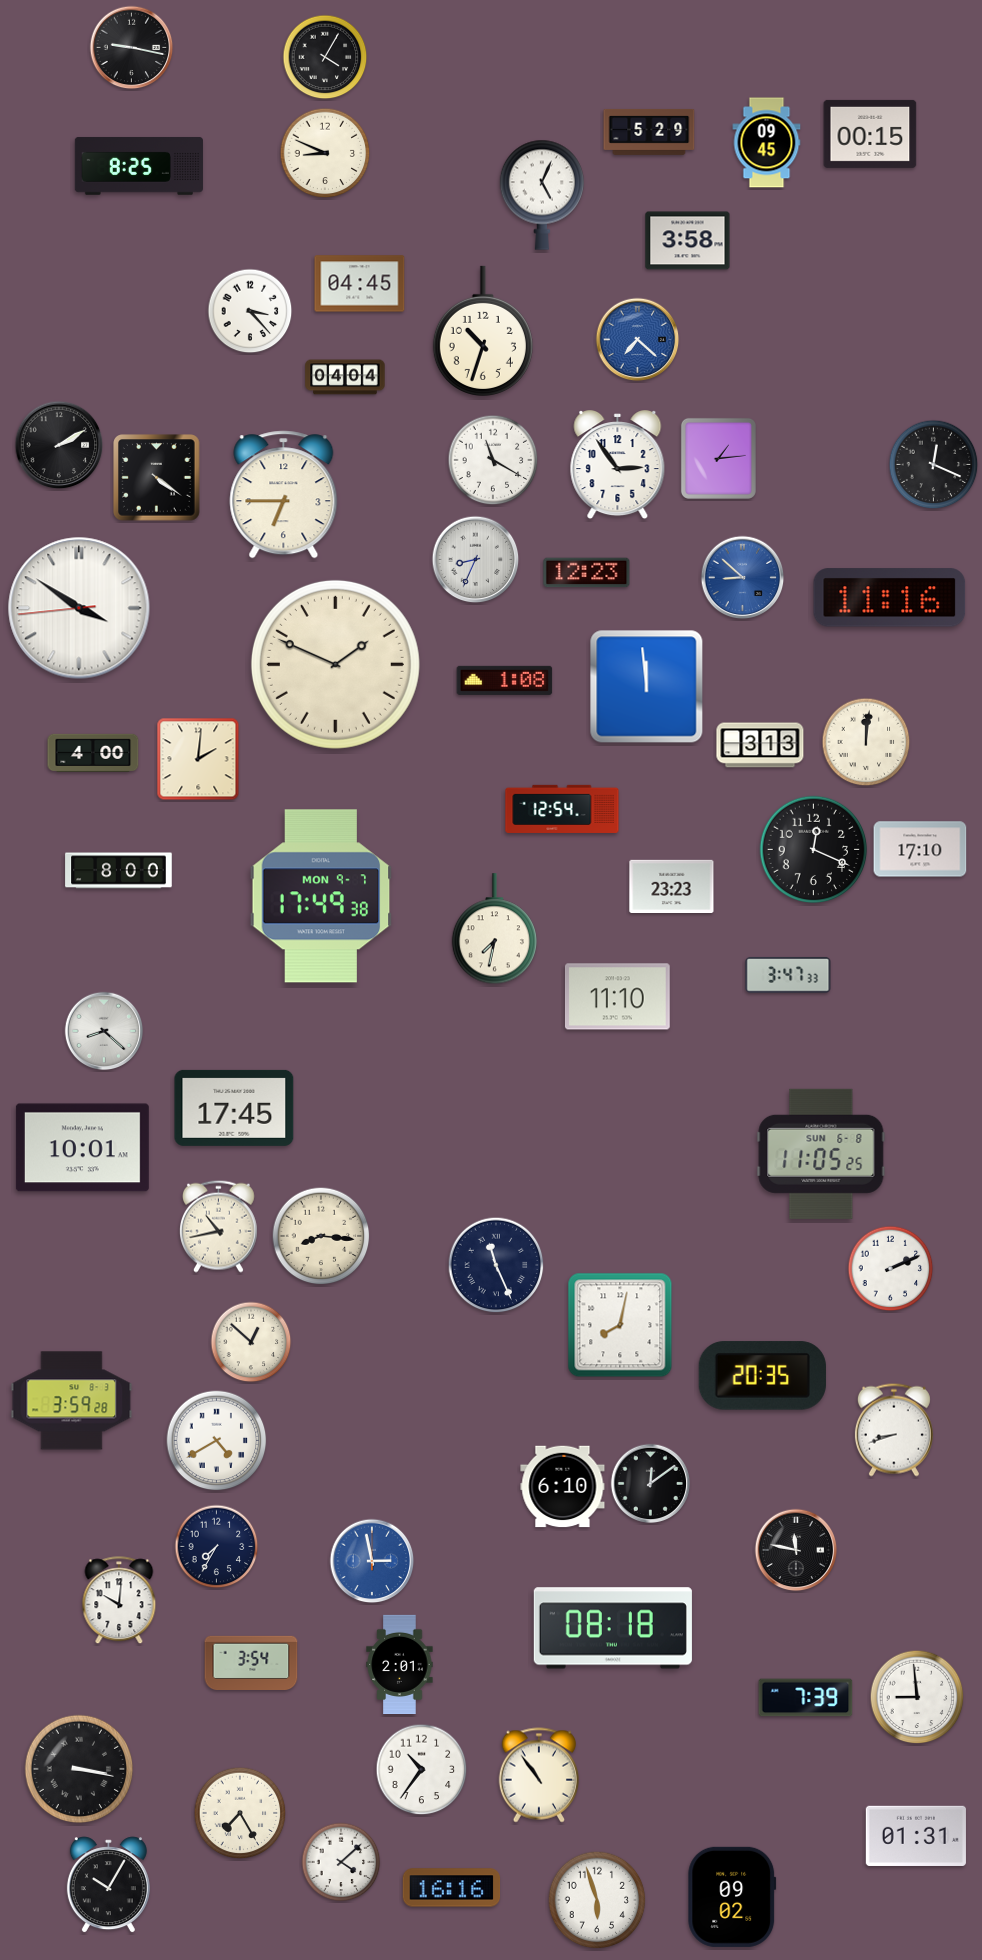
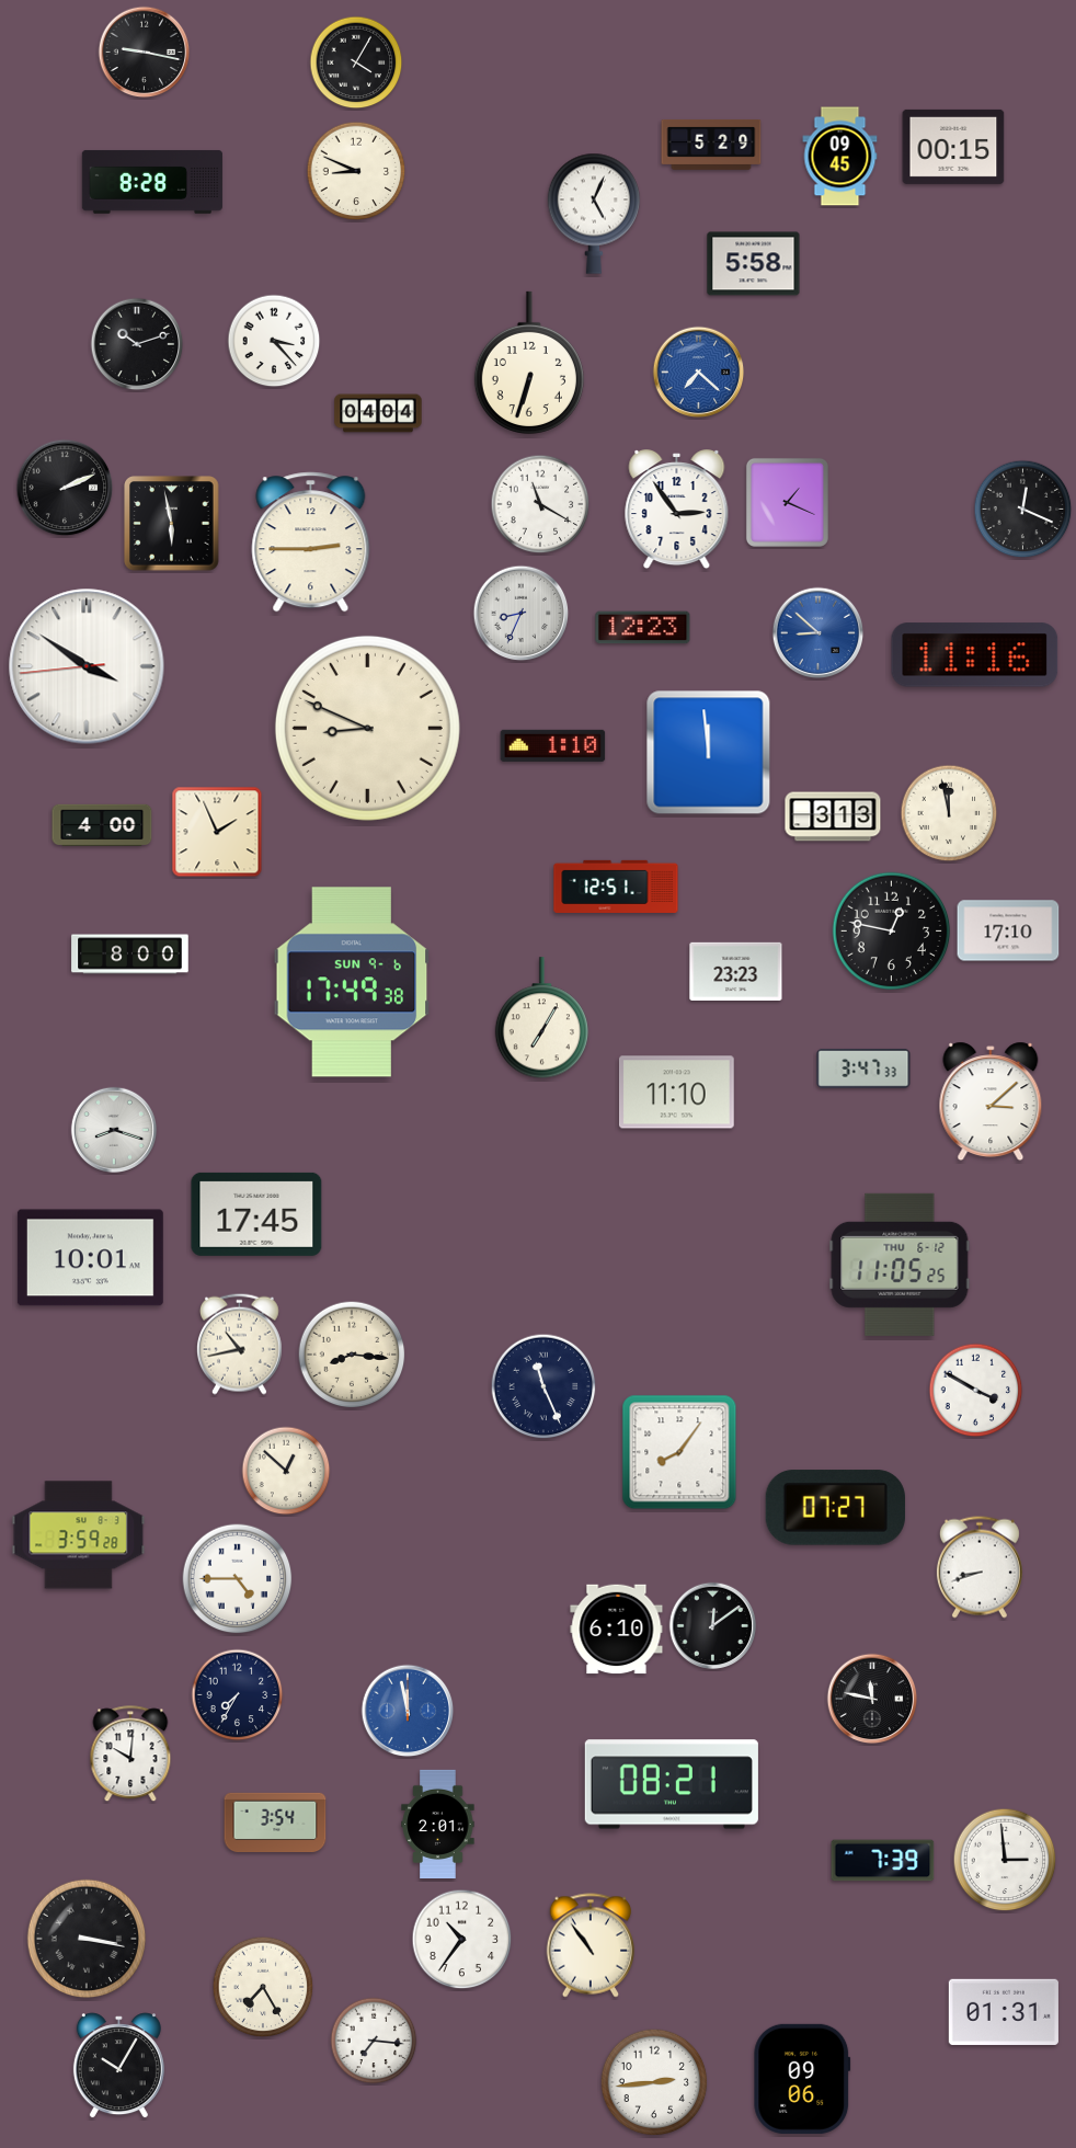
clock at (325, 153) position: (325, 153) -> (356, 171)
clock at (139, 166): 8:25 -> 8:28
clock at (688, 241): 3:58 -> 5:58
clock at (360, 284): 04:45 -> none
clock at (137, 344): none -> 10:12
clock at (483, 331): 10:33 -> 6:33
clock at (59, 445): 2:10 -> 2:11
clock at (718, 458): 1:14 -> 1:19
clock at (157, 478): 4:21 -> 5:58
clock at (284, 495): 6:45 -> 2:45
clock at (743, 578) position: (743, 578) -> (819, 633)
clock at (335, 664): 1:49 -> 8:49
clock at (505, 680): 1:08 -> 1:10
clock at (866, 742): 12:01 -> 11:58
clock at (198, 759): 2:01 -> 1:56
clock at (562, 809): 12:54 -> 12:51
clock at (814, 850): 12:19 -> 12:47
clock at (321, 896) date: MON 9-7 -> SUN 9-6
clock at (494, 929): 7:32 -> 7:05
clock at (991, 1101): none -> 3:08
clock at (104, 1031): 8:22 -> 8:18
clock at (821, 1154) date: SUN 6-8 -> THU 6-12
clock at (891, 1269): 2:11 -> 3:50
clock at (620, 1325): 8:02 -> 8:06
clock at (251, 1342) position: (251, 1342) -> (286, 1471)
clock at (762, 1376): 20:35 -> 07:27
clock at (217, 1441): 4:40 -> 4:45
clock at (372, 1561): 2:58 -> 11:58
clock at (613, 1628): 08:18 -> 08:21
clock at (917, 1697): 8:59 -> 2:59
clock at (341, 1862): 4:08 -> 7:16
clock at (452, 1888): 16:16 -> none
clock at (732, 1897): 09:02 -> 09:06
clock at (597, 1900): 5:57 -> 2:44
